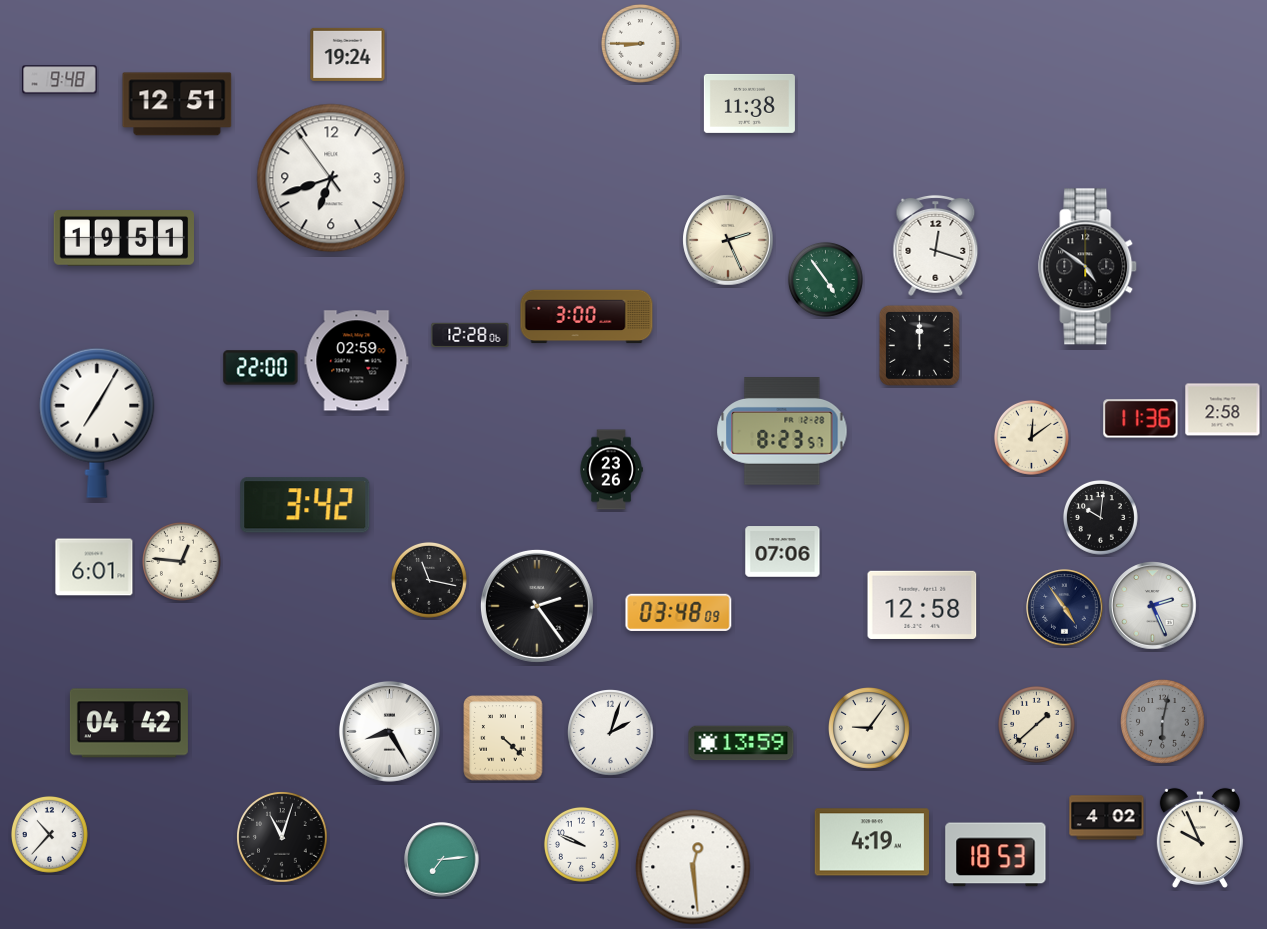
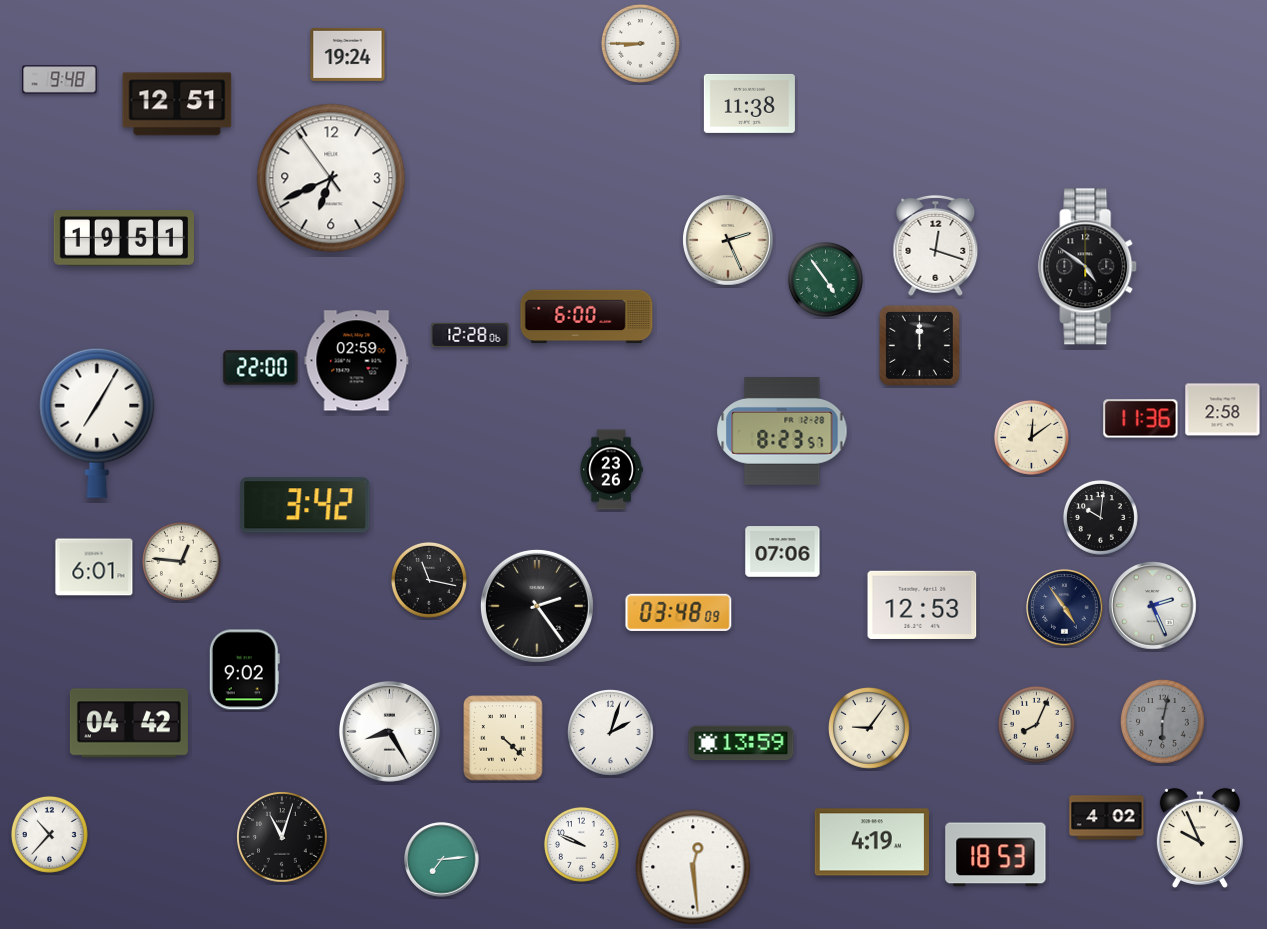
clock at (331, 178): 6:41 -> 6:40
clock at (587, 317): 3:00 -> 6:00
clock at (922, 605): 12:58 -> 12:53
clock at (244, 670): none -> 9:02
clock at (1036, 724): 1:38 -> 8:04
